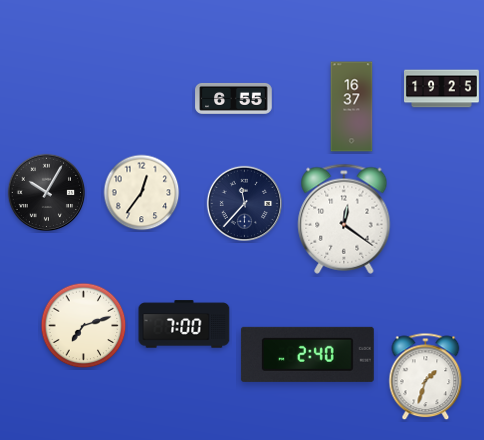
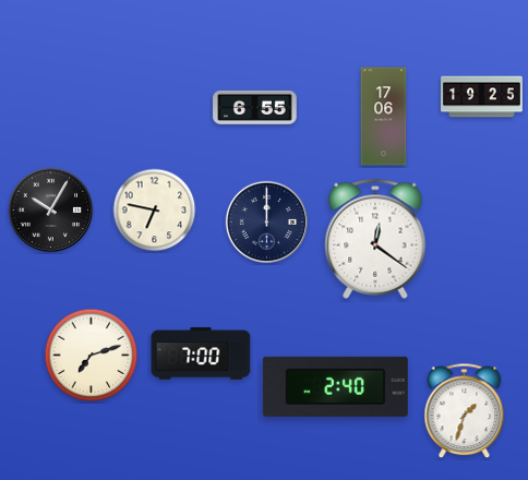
clock at (352, 107): 16:37 -> 17:06
clock at (142, 193): 12:36 -> 6:47
clock at (244, 203): 11:37 -> 12:00
